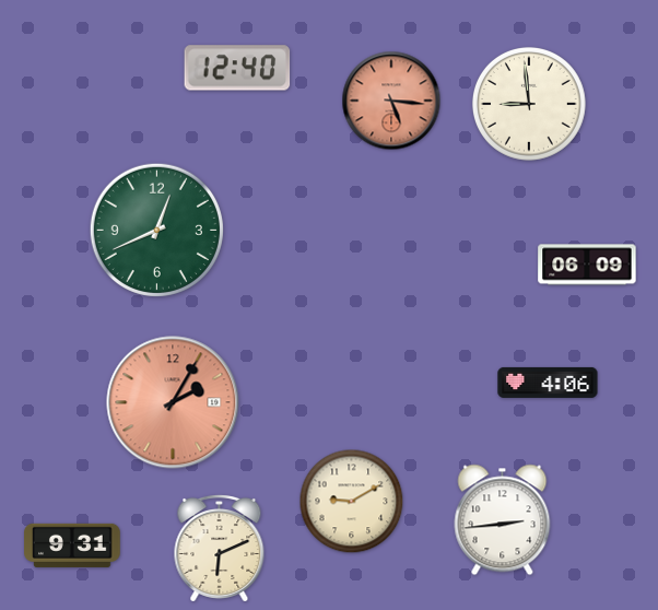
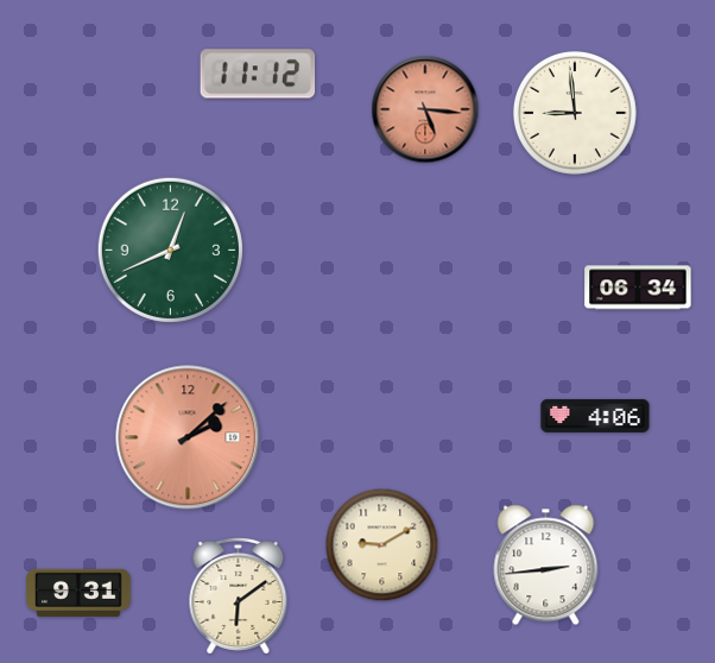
clock at (237, 68): 12:40 -> 11:12
clock at (587, 265): 06:09 -> 06:34
clock at (173, 402): 2:05 -> 2:08
clock at (220, 548): 6:11 -> 6:09
